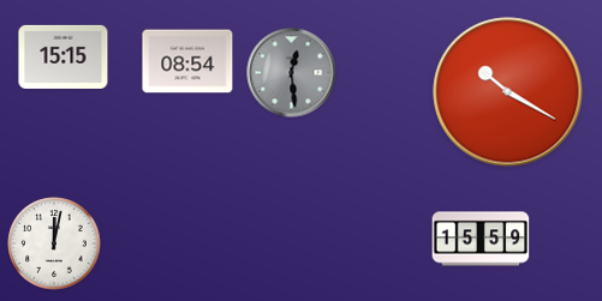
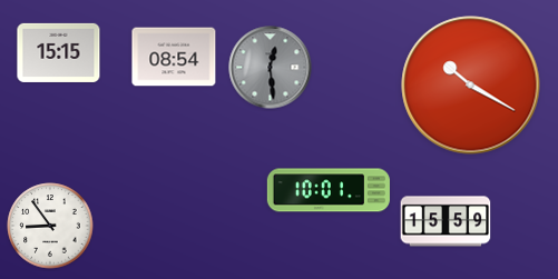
clock at (329, 190): none -> 10:01
clock at (54, 243): 12:02 -> 8:54
